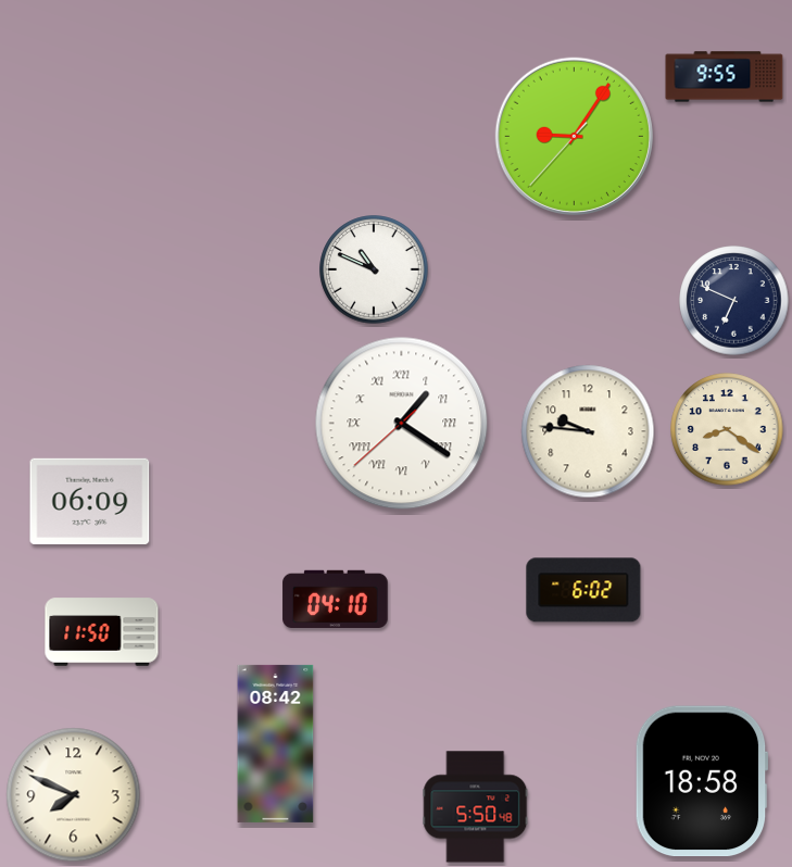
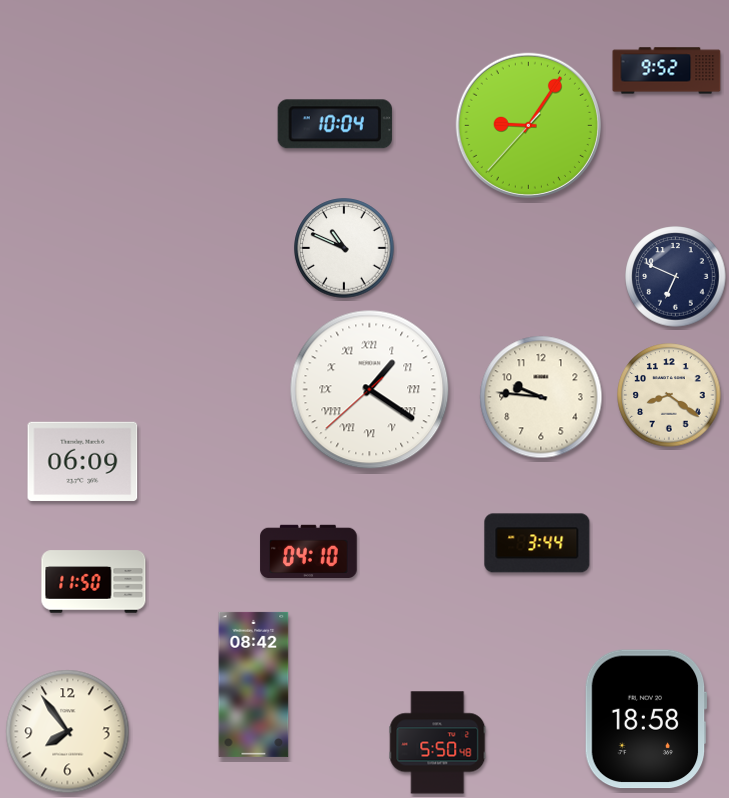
clock at (725, 77): 9:55 -> 9:52
clock at (335, 124): none -> 10:04
clock at (583, 590): 6:02 -> 3:44
clock at (74, 795): 7:49 -> 7:54
